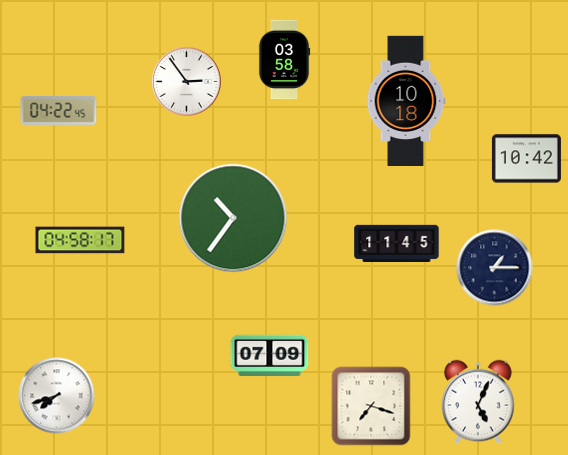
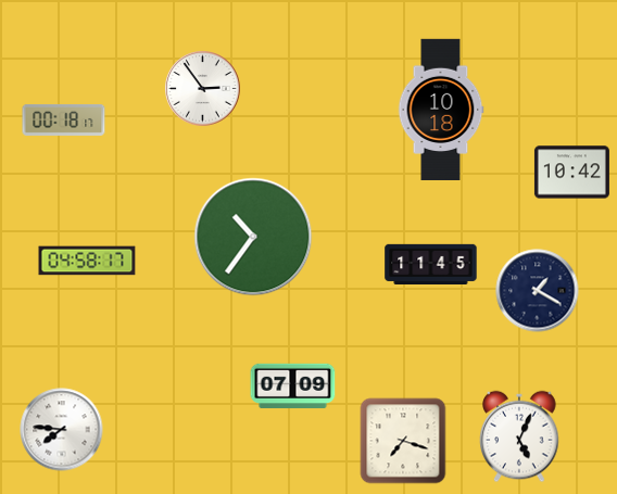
clock at (284, 60): 03:58 -> none
clock at (59, 110): 04:22 -> 00:18
clock at (495, 268): 1:15 -> 1:20
clock at (57, 396): 7:42 -> 7:46
